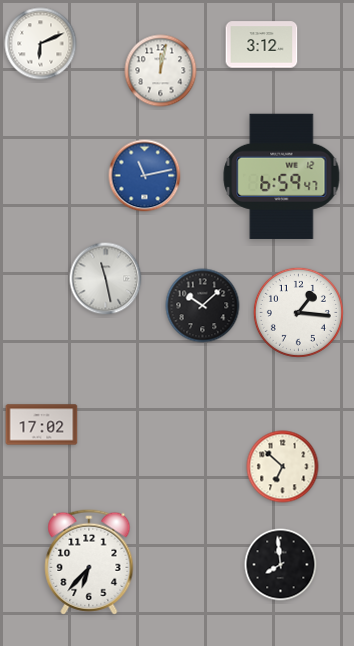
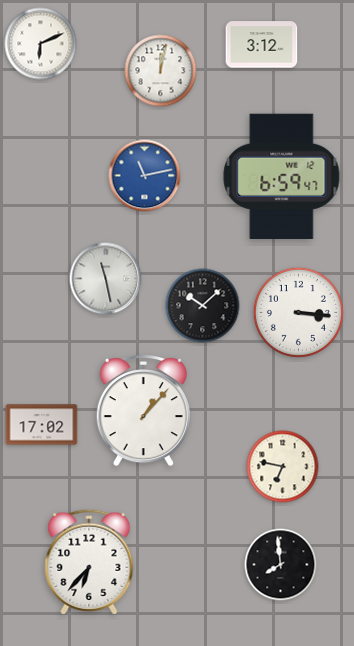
clock at (298, 312): 1:16 -> 3:16
clock at (143, 410): none -> 1:07
clock at (283, 467): 6:52 -> 6:47
